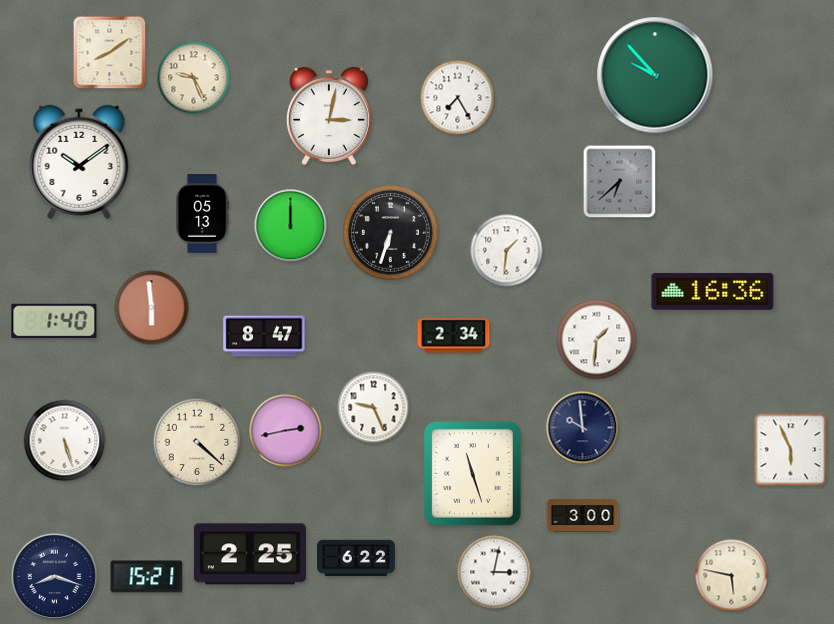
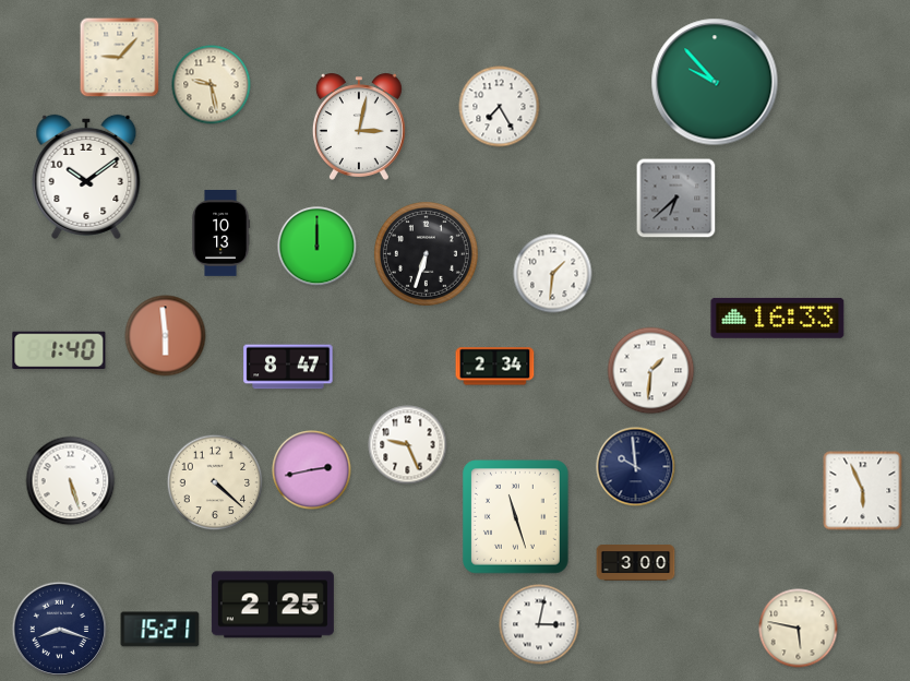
clock at (110, 53): 8:09 -> 9:07
clock at (194, 78): 9:26 -> 9:28
clock at (203, 214): 05:13 -> 10:13
clock at (713, 291): 16:36 -> 16:33
clock at (356, 558): 6:22 -> none
